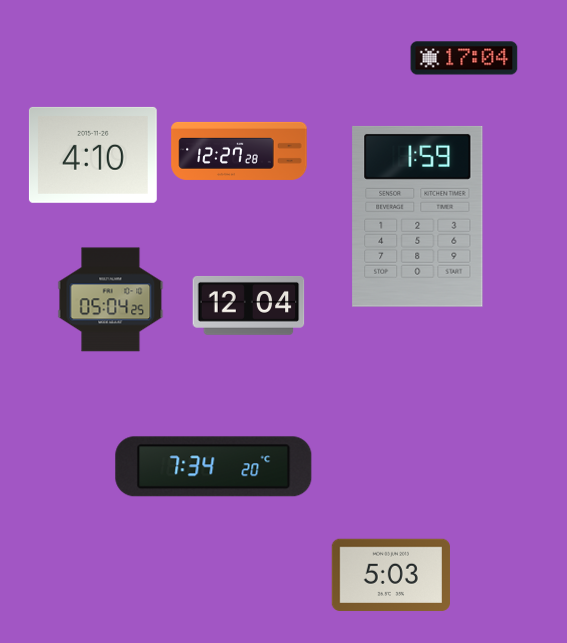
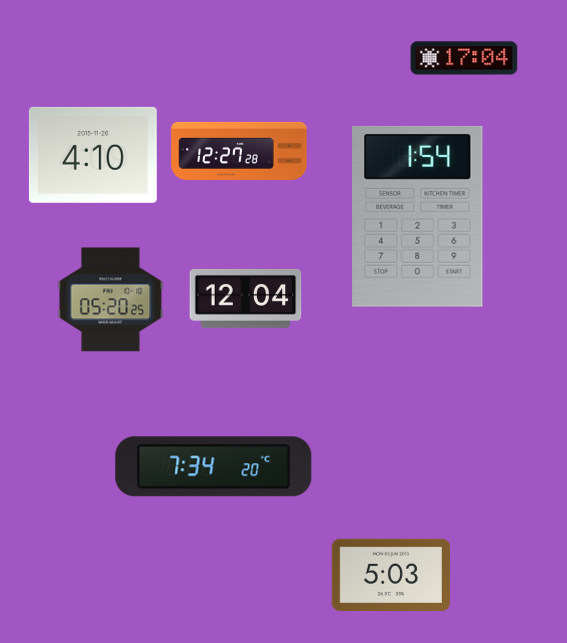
clock at (418, 216): 1:59 -> 1:54
clock at (111, 300): 05:04 -> 05:20
clock at (249, 305) position: (249, 305) -> (246, 298)
